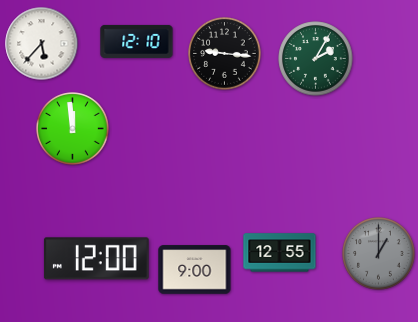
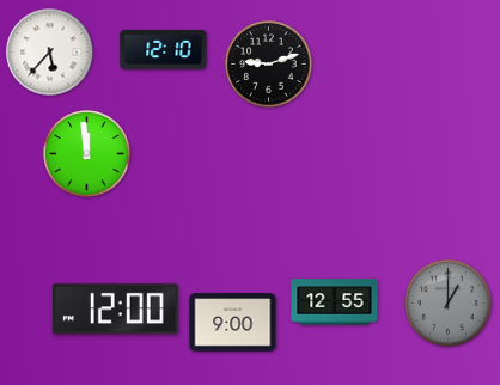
clock at (225, 54): 9:16 -> 9:12
clock at (316, 59): 2:05 -> none
clock at (379, 254) position: (379, 254) -> (449, 304)
